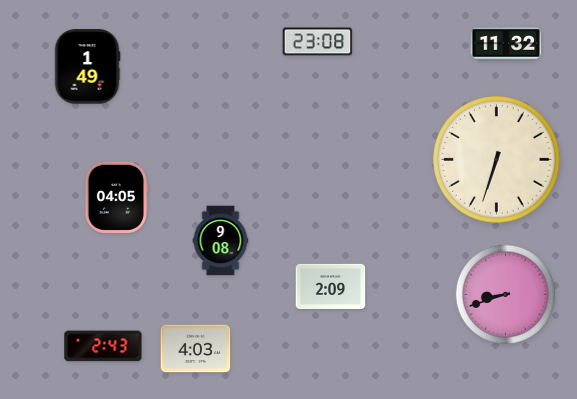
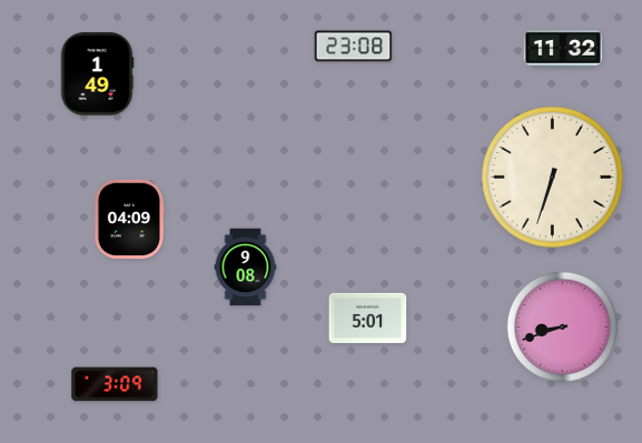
clock at (116, 197): 04:05 -> 04:09
clock at (331, 286): 2:09 -> 5:01
clock at (103, 346): 2:43 -> 3:09
clock at (196, 349): 4:03 -> none
